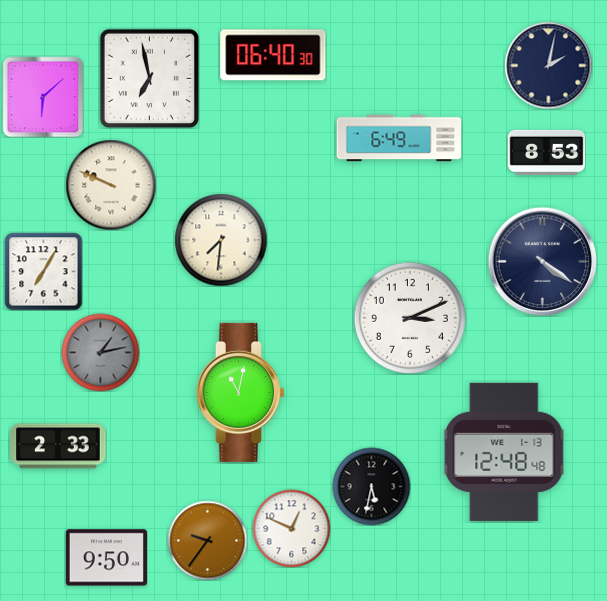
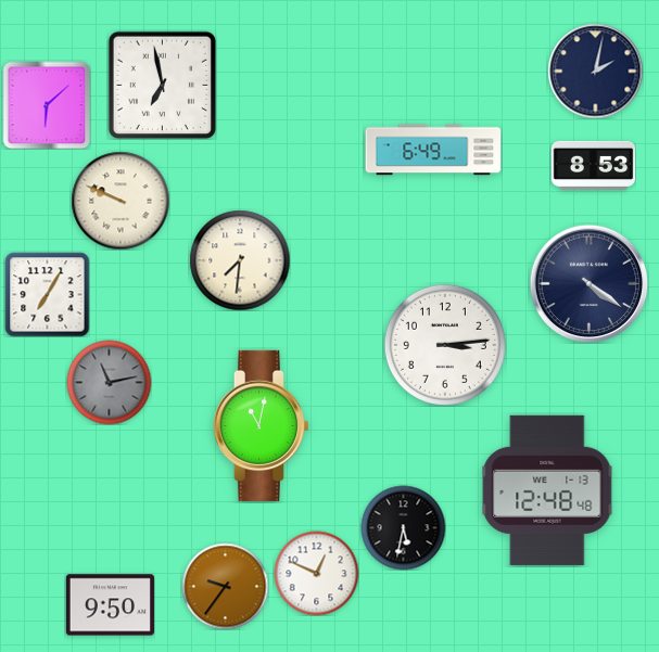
clock at (273, 55): 06:40 -> none
clock at (410, 318): 3:11 -> 3:14
clock at (100, 352): 1:13 -> 11:13
clock at (58, 446): 2:33 -> none
clock at (106, 558) position: (106, 558) -> (110, 605)
